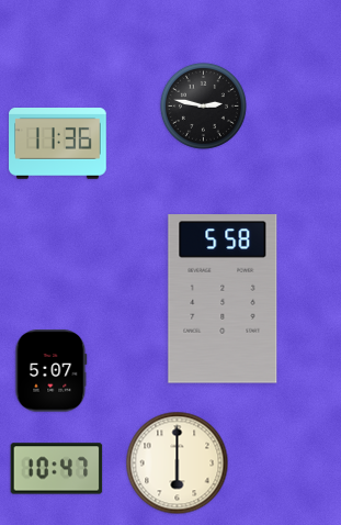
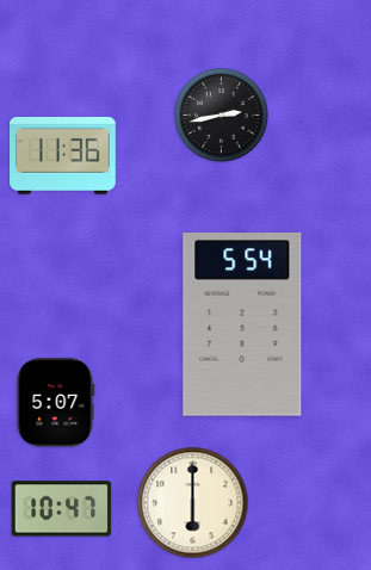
clock at (203, 105): 2:47 -> 2:43
clock at (223, 299): 5:58 -> 5:54
